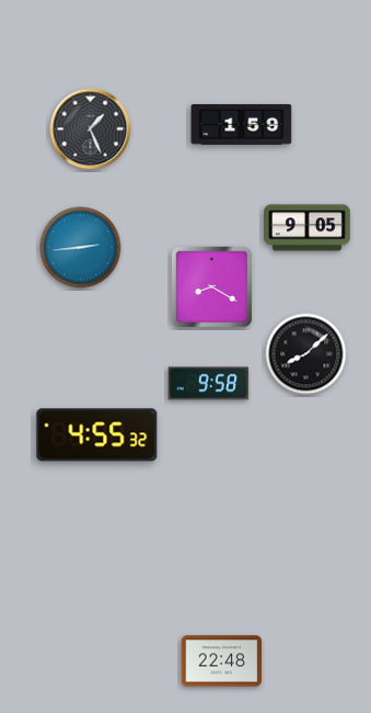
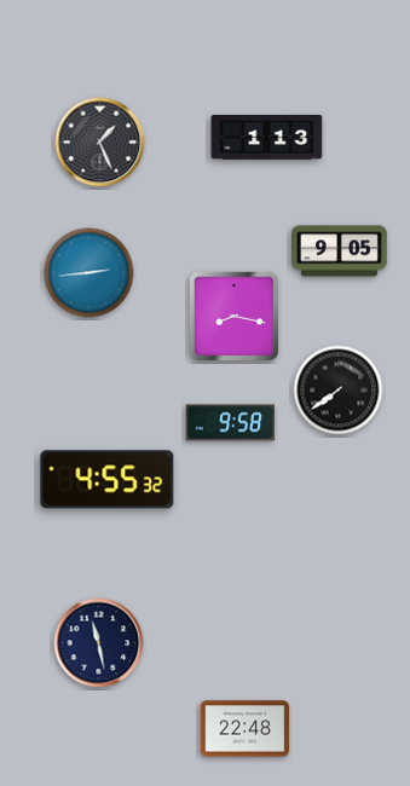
clock at (242, 124): 1:59 -> 1:13
clock at (212, 287): 8:20 -> 8:17
clock at (306, 354): 8:08 -> 7:39
clock at (99, 643): none -> 11:28
